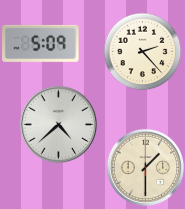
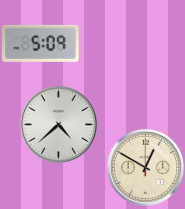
clock at (142, 51): 2:23 -> none
clock at (145, 167): 1:30 -> 12:50
